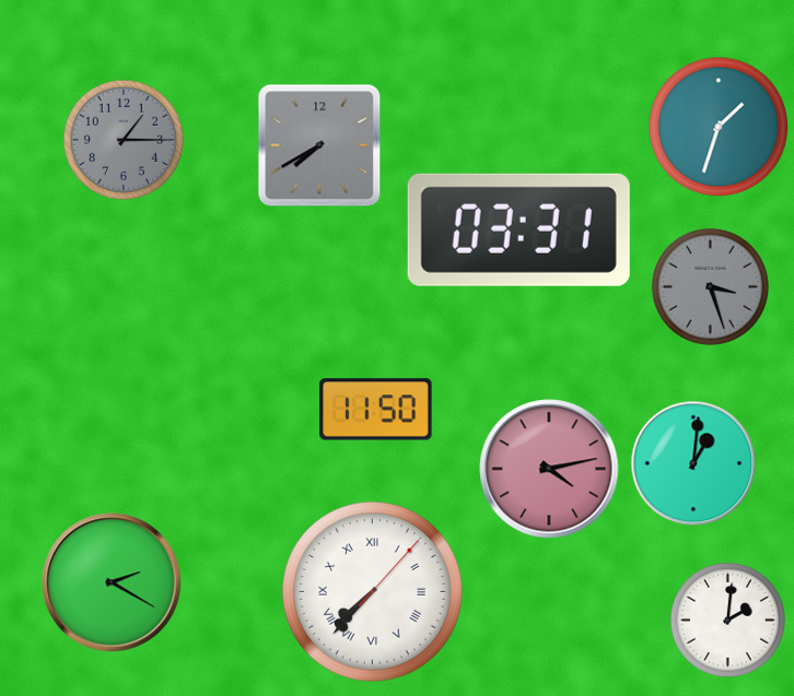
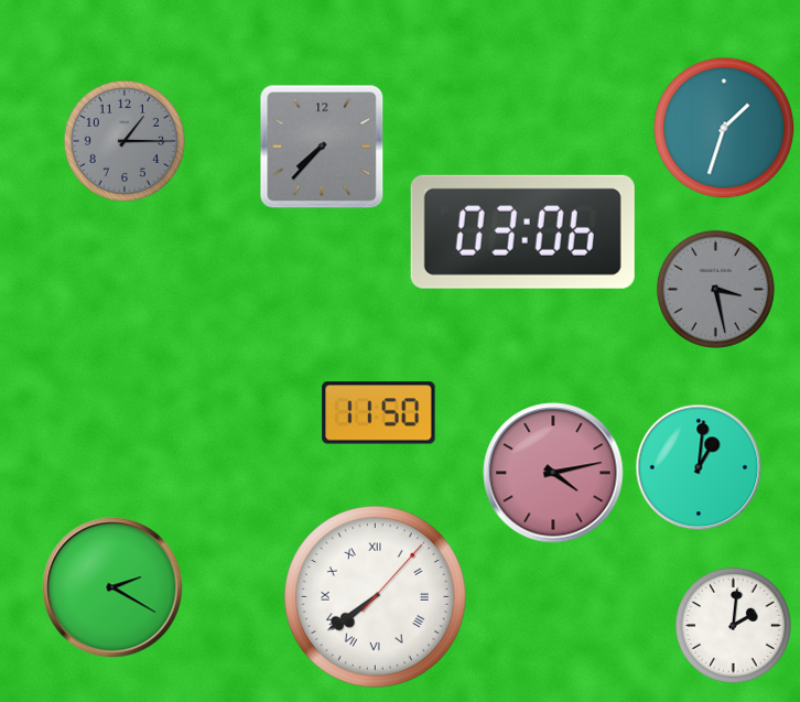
clock at (319, 145): 7:40 -> 7:37
clock at (518, 229): 03:31 -> 03:06
clock at (710, 286): 3:27 -> 3:28
clock at (373, 592): 7:37 -> 7:39
